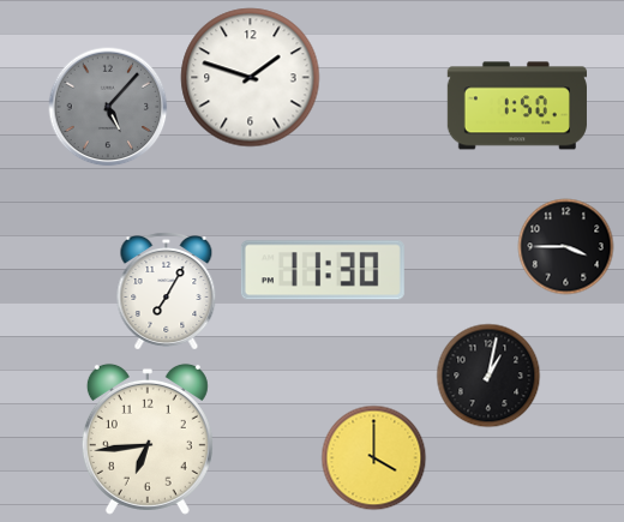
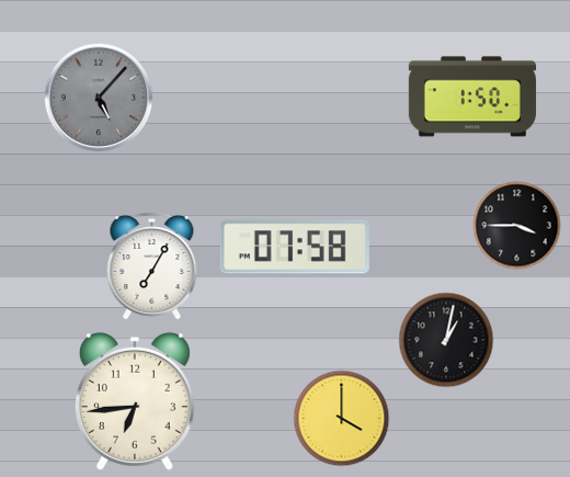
clock at (251, 78): 1:48 -> none
clock at (323, 270): 11:30 -> 07:58
clock at (488, 376) position: (488, 376) -> (446, 340)
